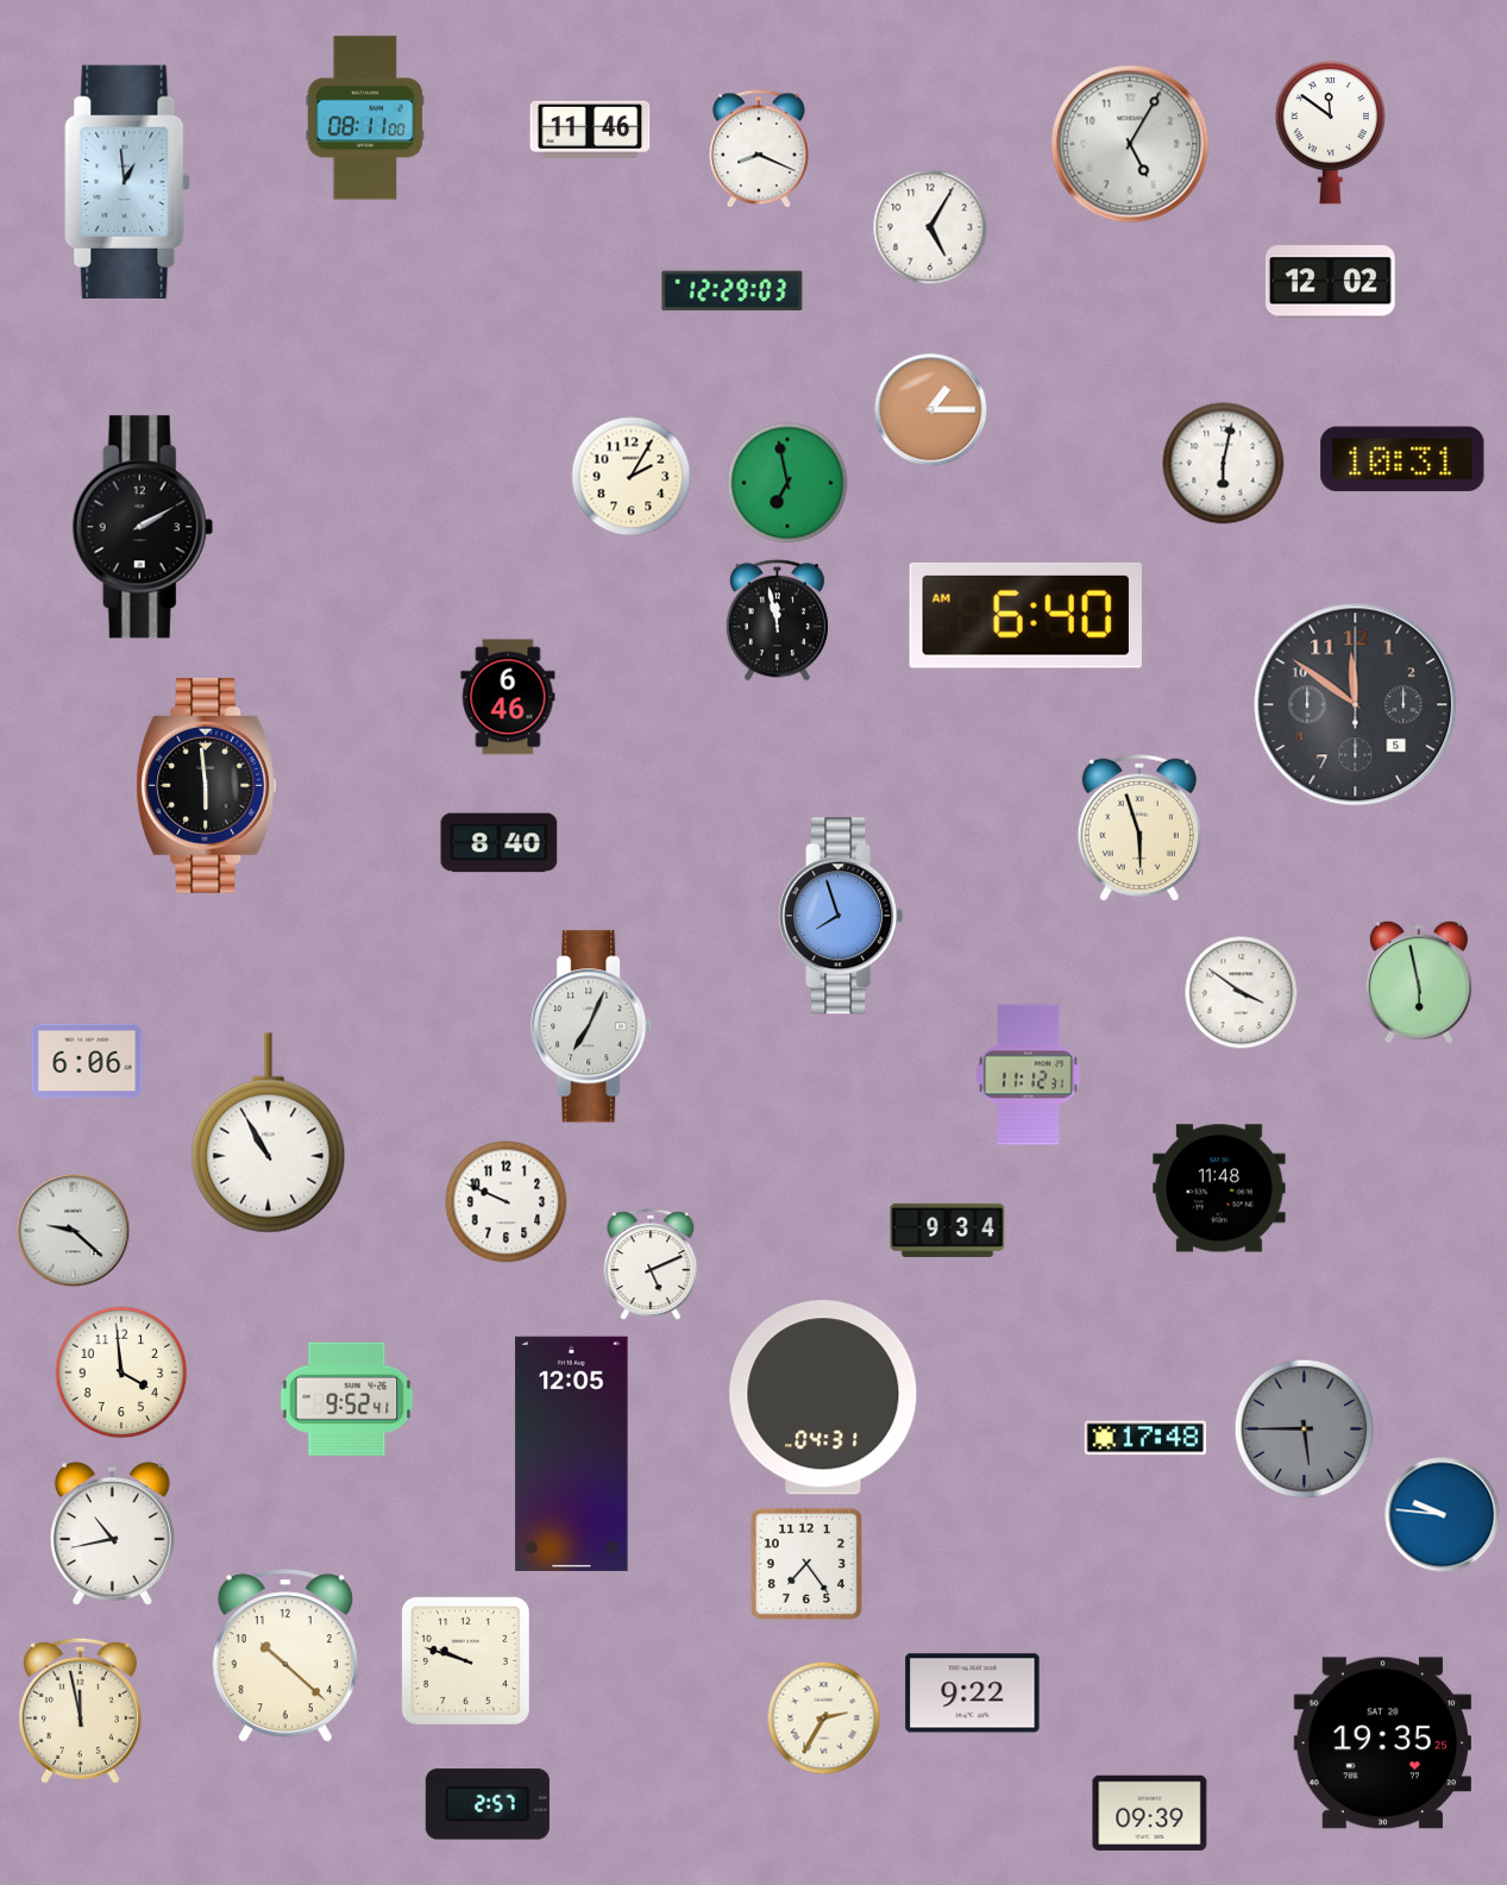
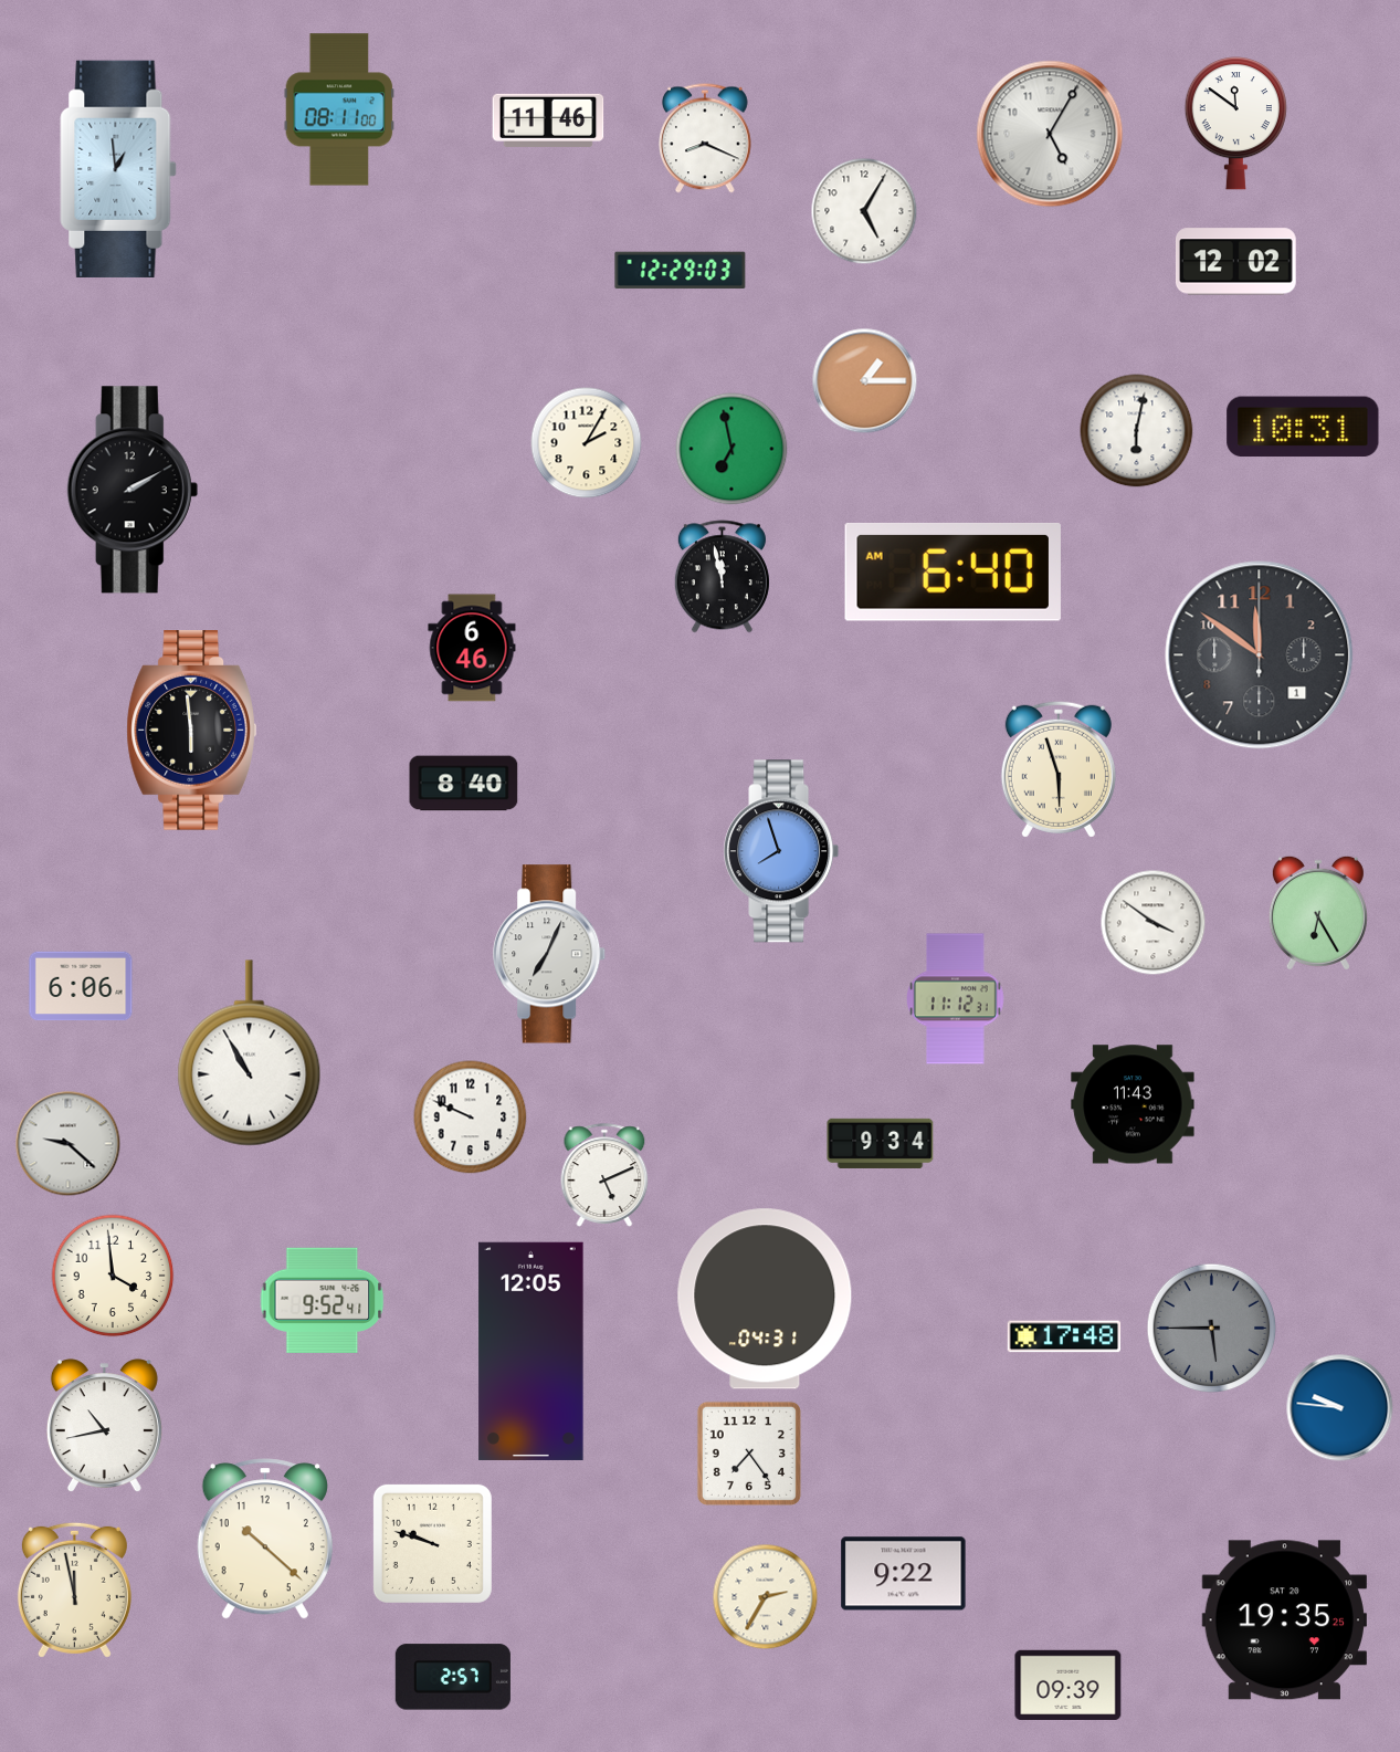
clock at (1356, 705) date: 5 -> 1
clock at (1419, 982): 5:58 -> 6:25
clock at (1219, 1188): 11:48 -> 11:43
